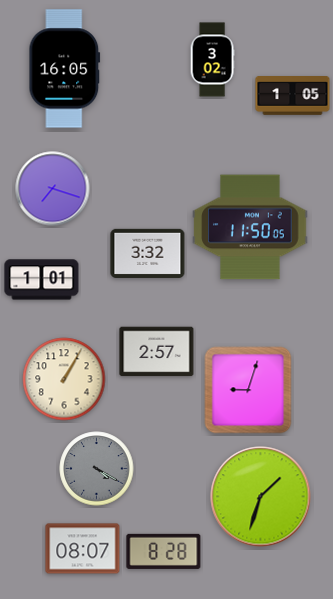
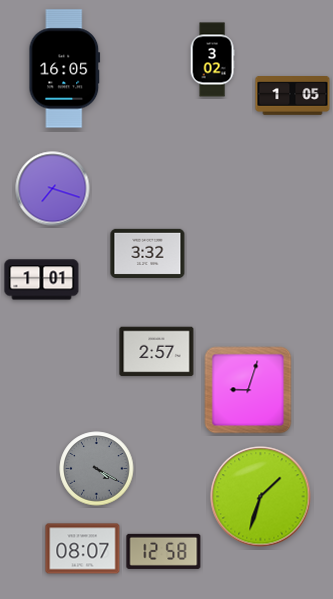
clock at (250, 227): 11:50 -> none
clock at (64, 379): 1:05 -> none
clock at (164, 551): 8:28 -> 12:58
